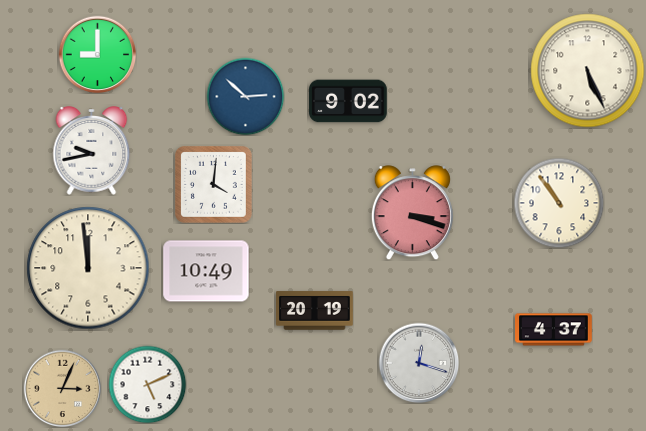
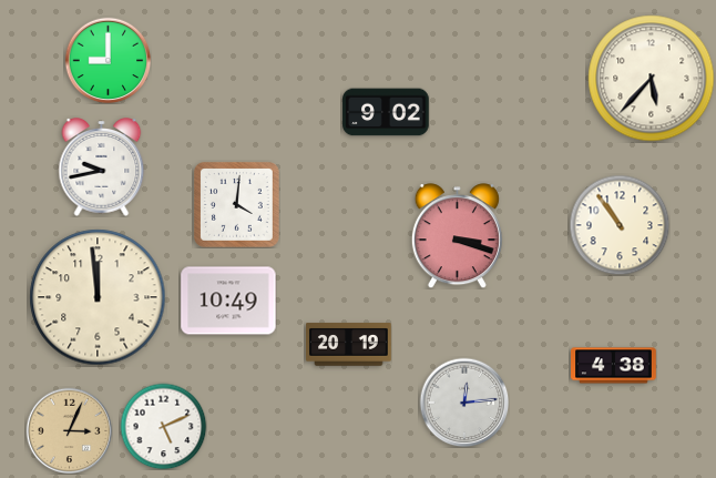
clock at (588, 71): 5:26 -> 5:37
clock at (245, 96): 2:52 -> none
clock at (554, 330): 4:37 -> 4:38
clock at (419, 363): 12:18 -> 12:14
